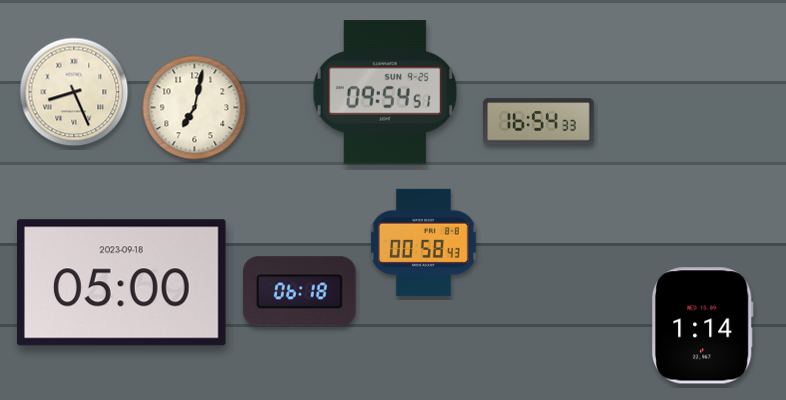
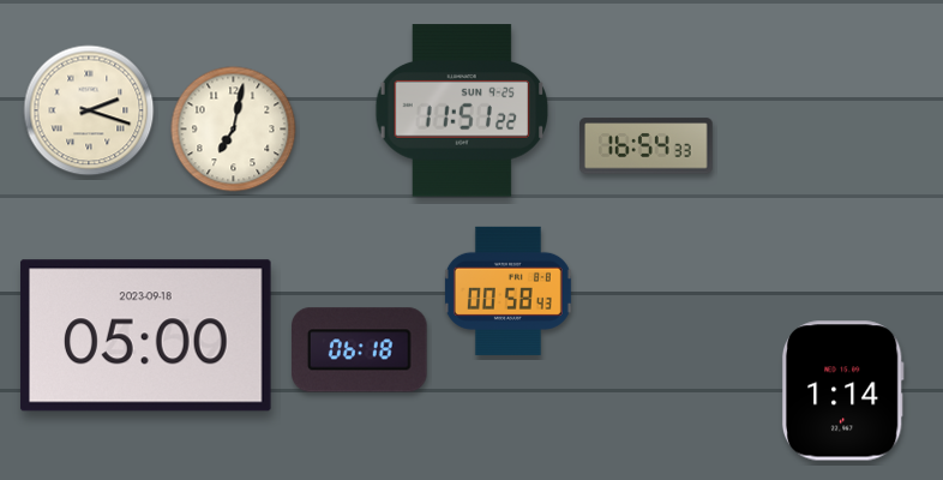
clock at (74, 92): 8:26 -> 2:18
clock at (385, 92): 09:54 -> 11:51
clock at (121, 283) position: (121, 283) -> (145, 336)
